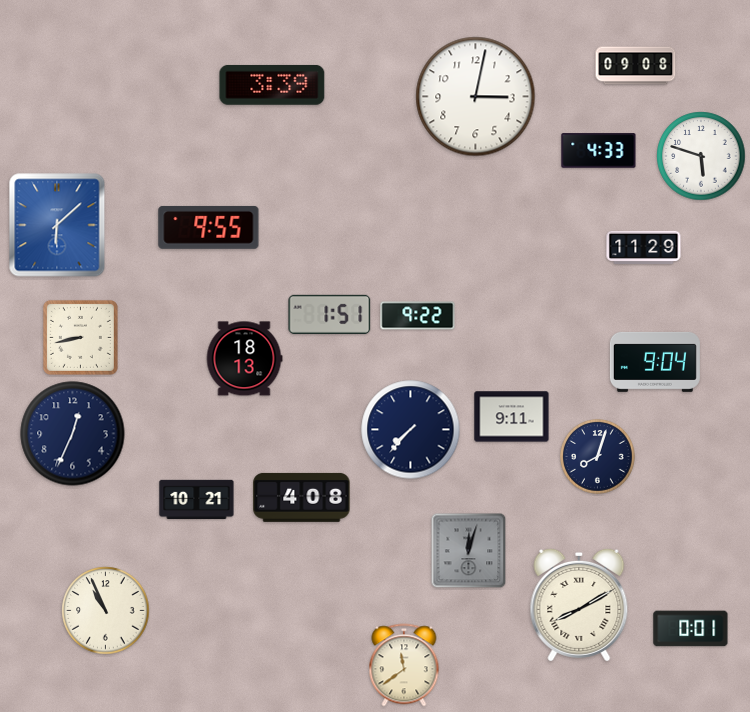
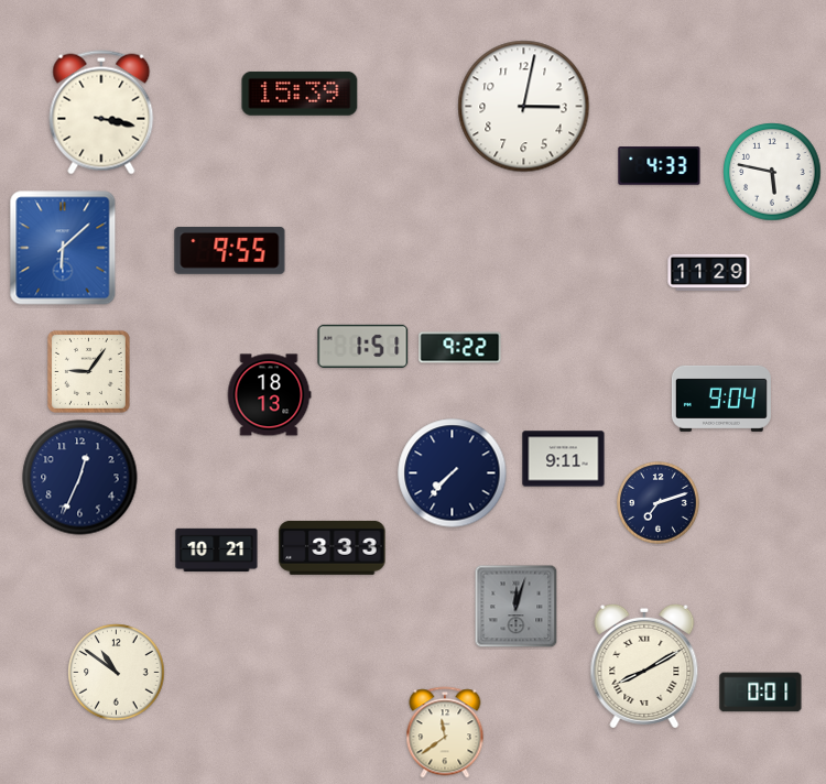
clock at (636, 66): 09:08 -> none
clock at (272, 85): 3:39 -> 15:39
clock at (101, 112): none -> 3:17
clock at (701, 156): 5:48 -> 5:47
clock at (80, 337): 8:43 -> 9:06
clock at (598, 457): 8:03 -> 7:12
clock at (302, 497): 4:08 -> 3:33
clock at (579, 605) position: (579, 605) -> (644, 666)
clock at (106, 611): 10:56 -> 10:51
